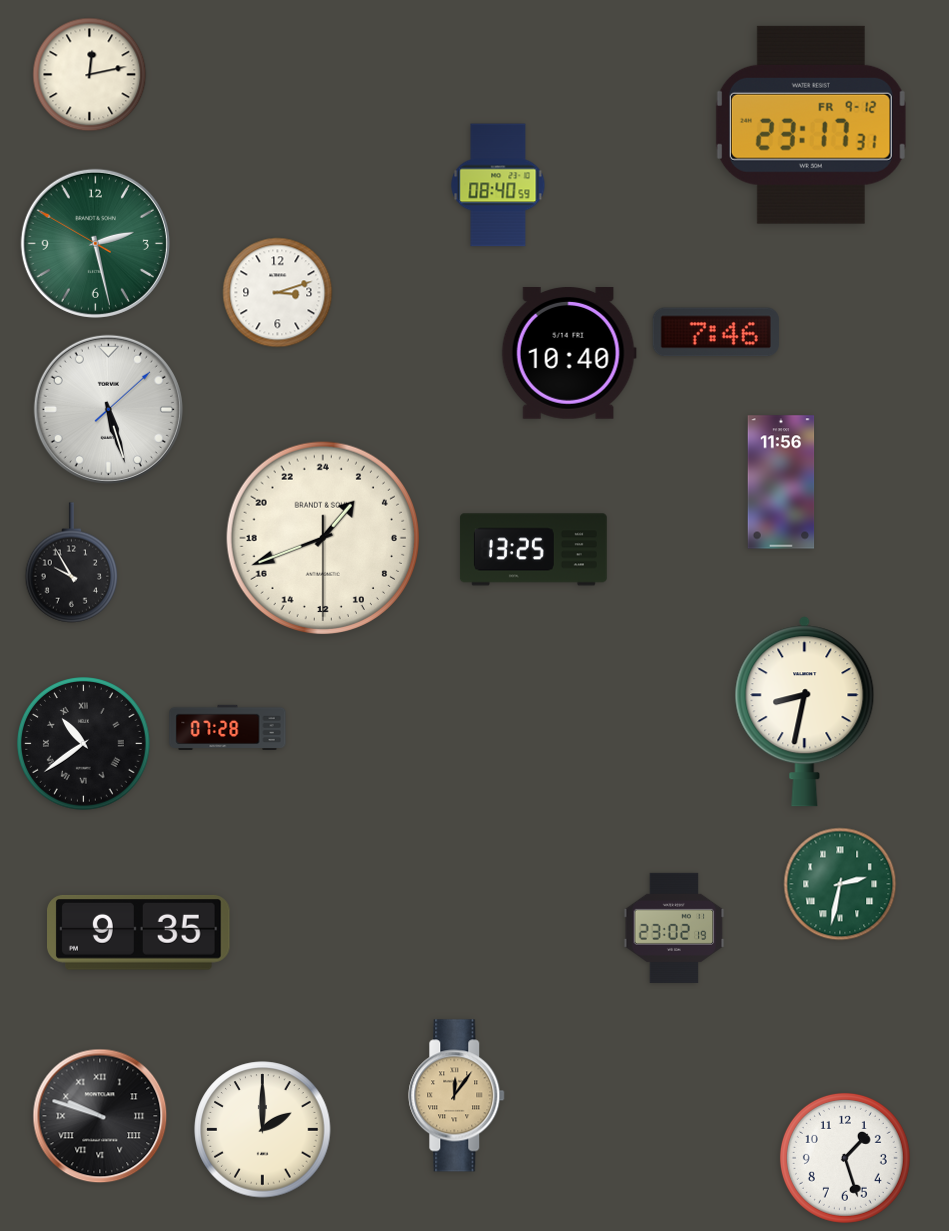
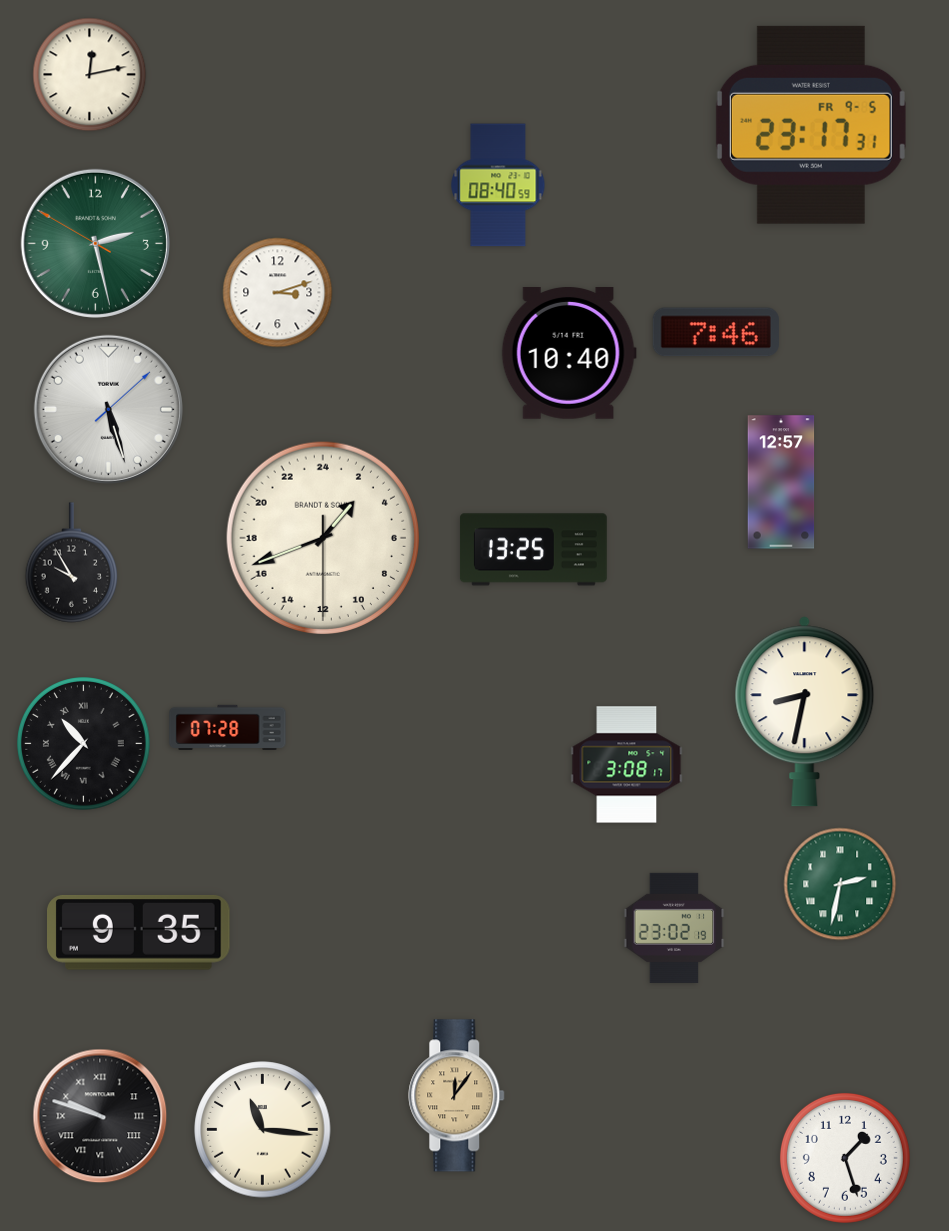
clock at (811, 125) date: FR 9-12 -> FR 9-5
clock at (781, 482): 11:56 -> 12:57
clock at (84, 744): 10:39 -> 10:37
clock at (627, 765): none -> 3:08
clock at (263, 1130): 2:00 -> 11:16
